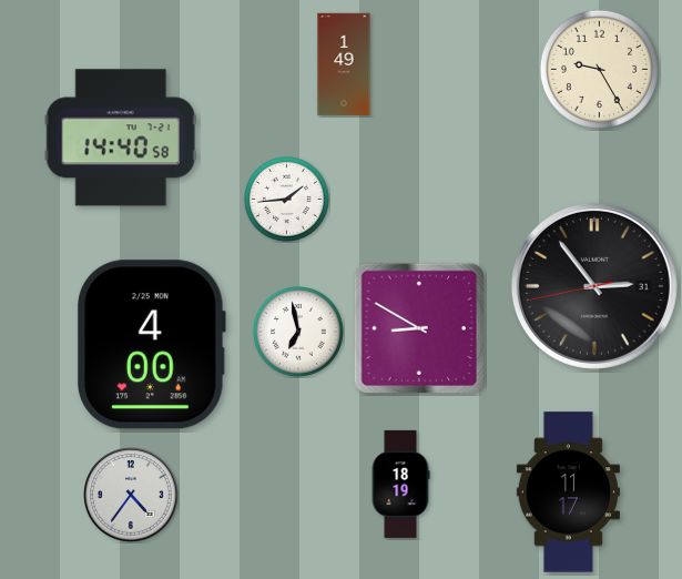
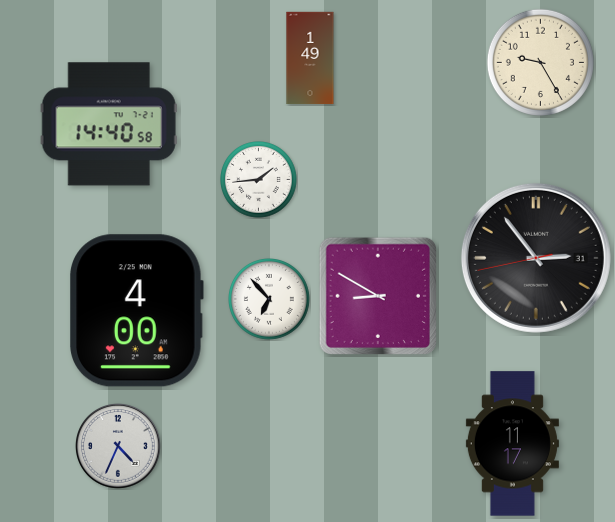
clock at (299, 333): 6:58 -> 6:53
clock at (400, 484): 18:19 -> none
clock at (131, 496): 4:36 -> 4:34
